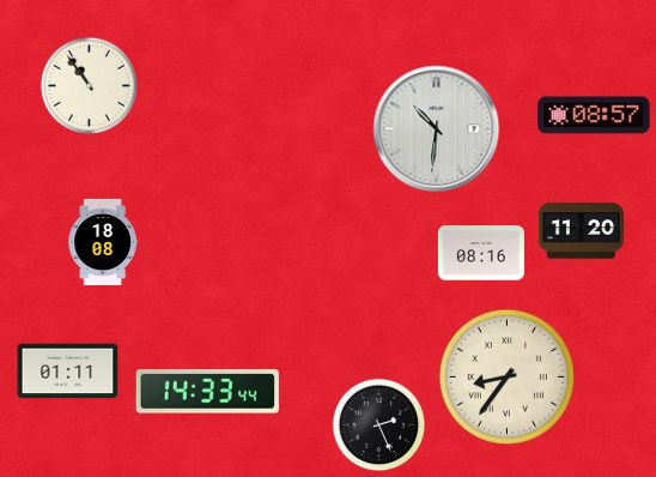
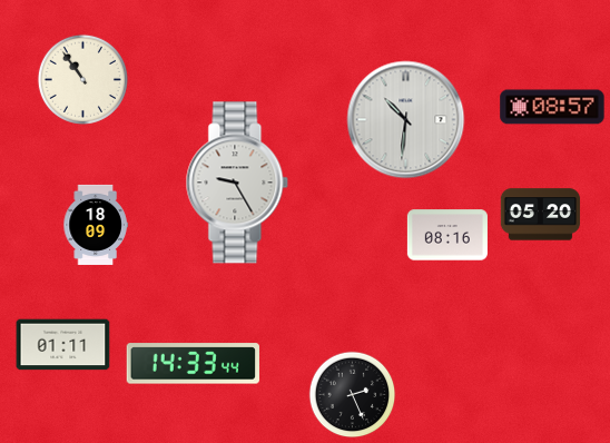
clock at (237, 183): none -> 9:25
clock at (582, 231): 11:20 -> 05:20
clock at (103, 242): 18:08 -> 18:09
clock at (506, 376): 8:36 -> none
